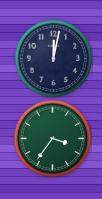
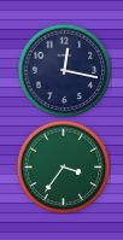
clock at (53, 58): 12:02 -> 12:17
